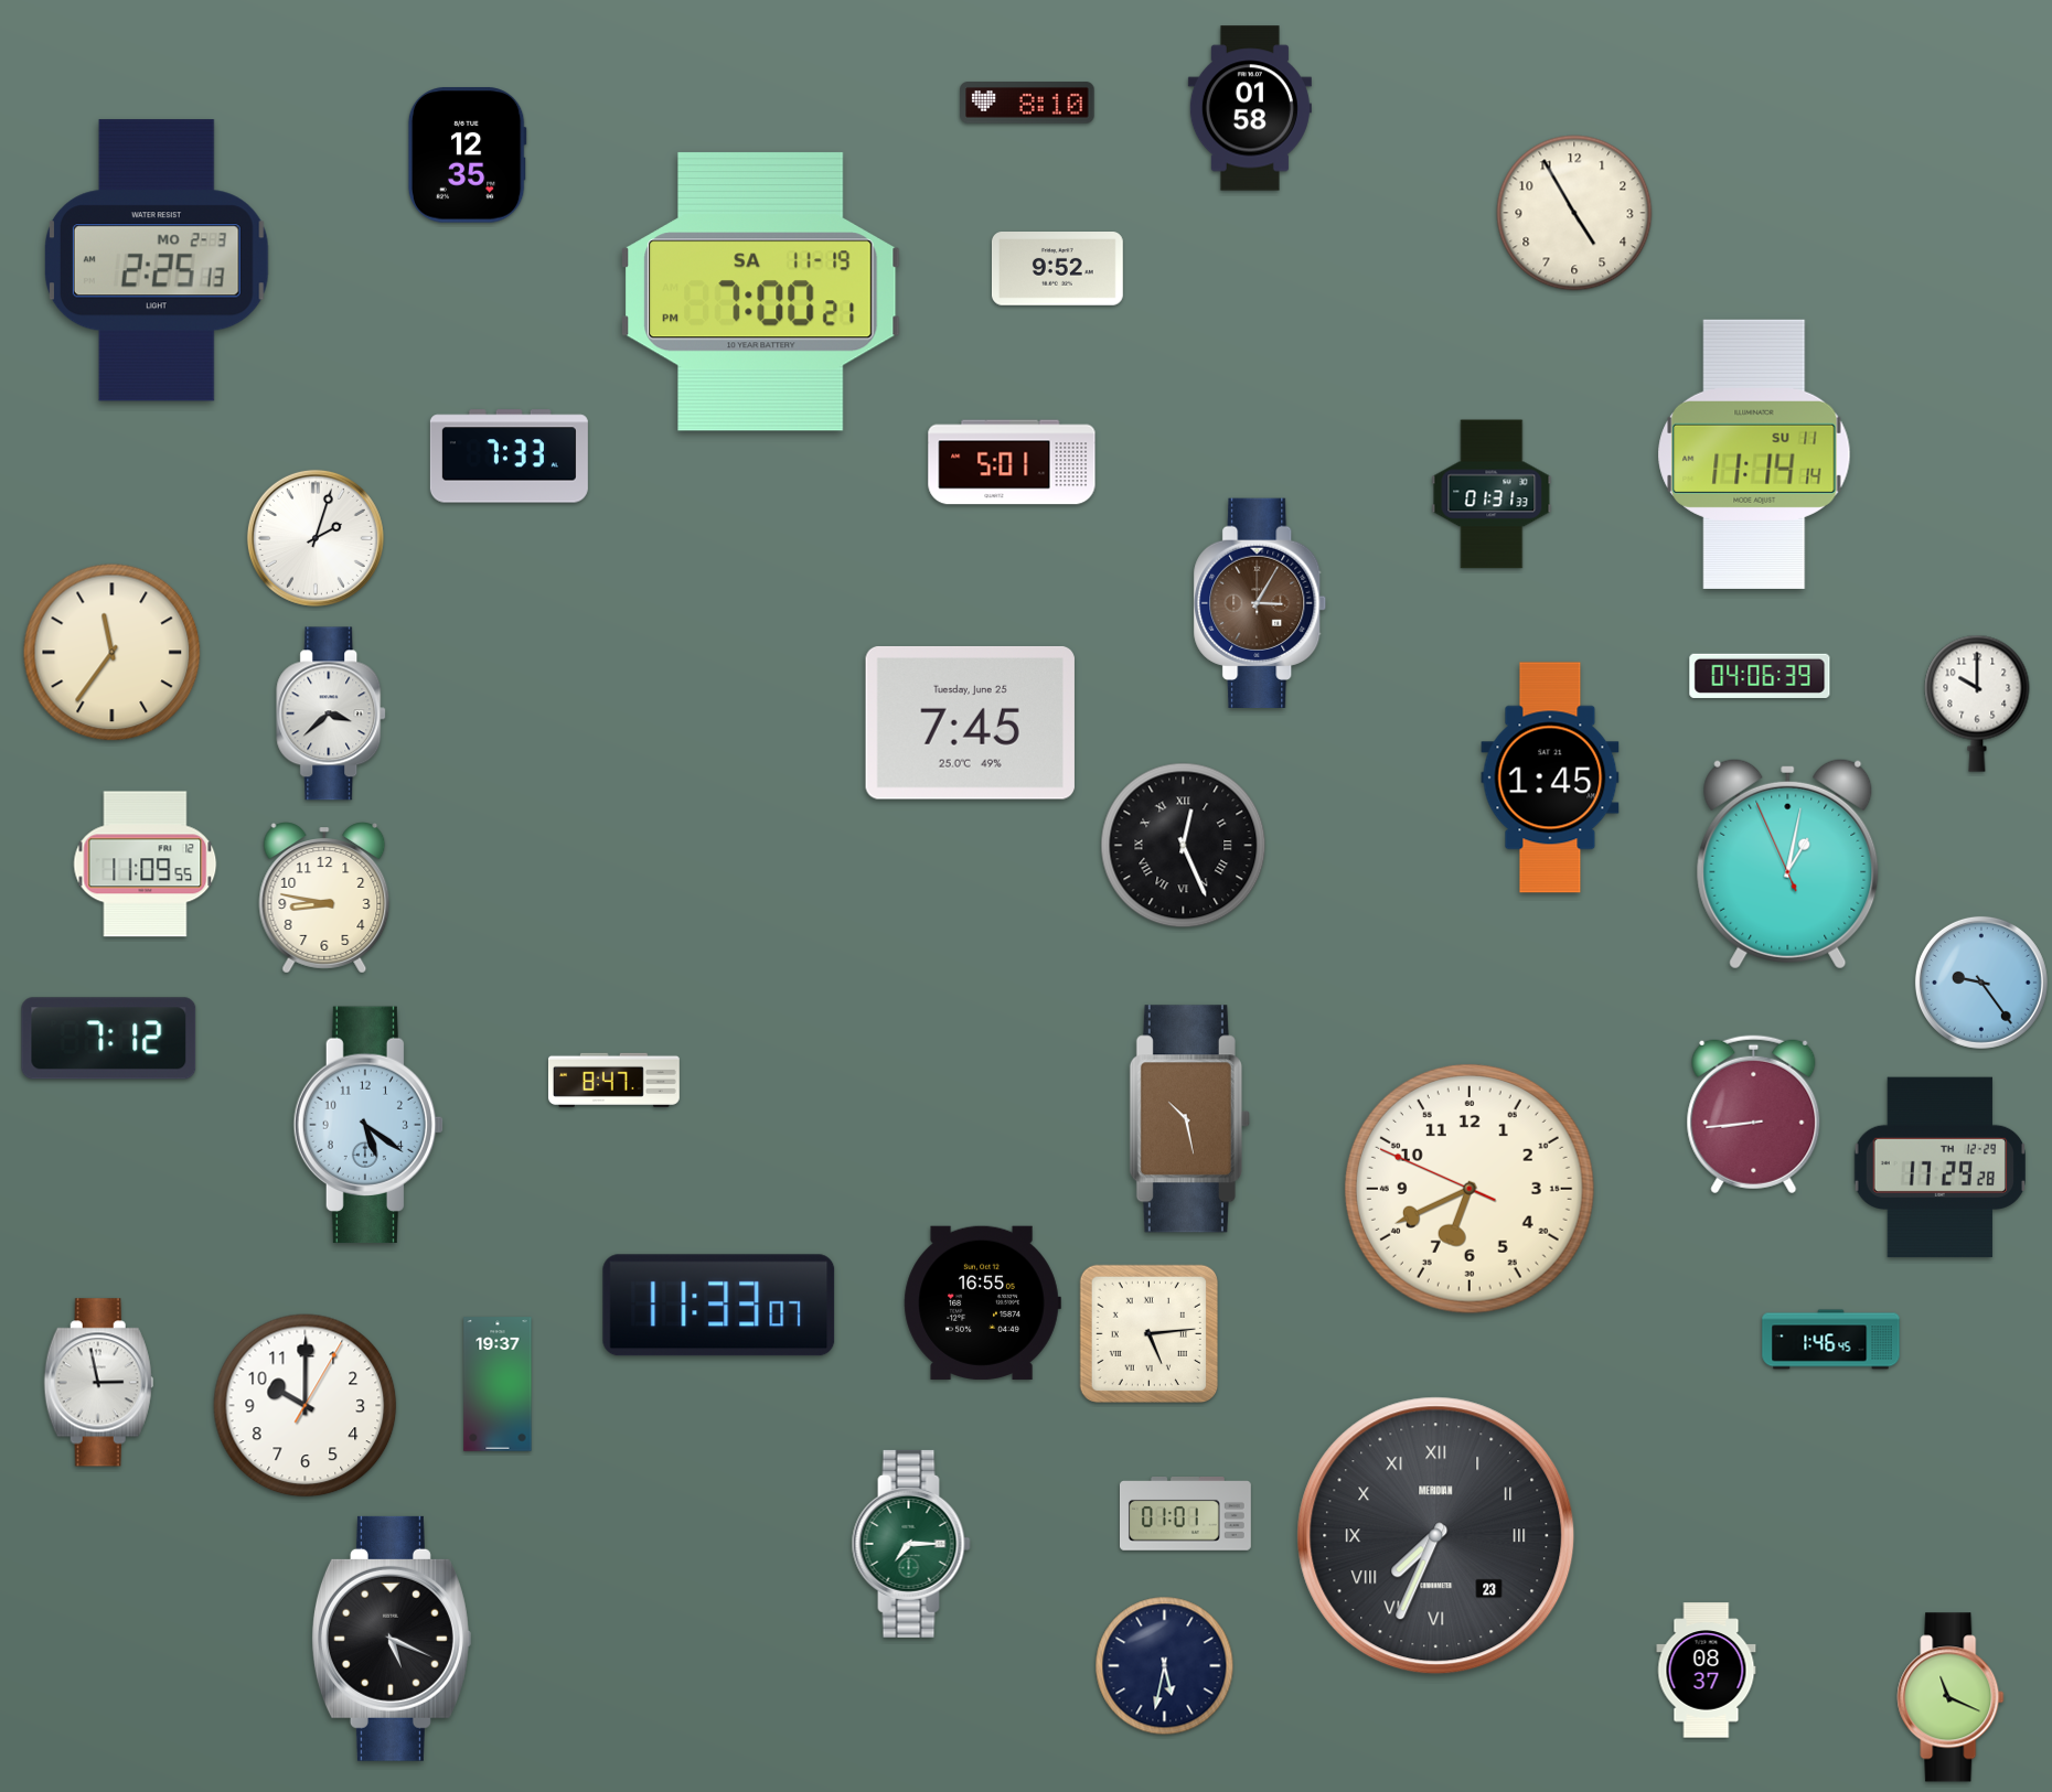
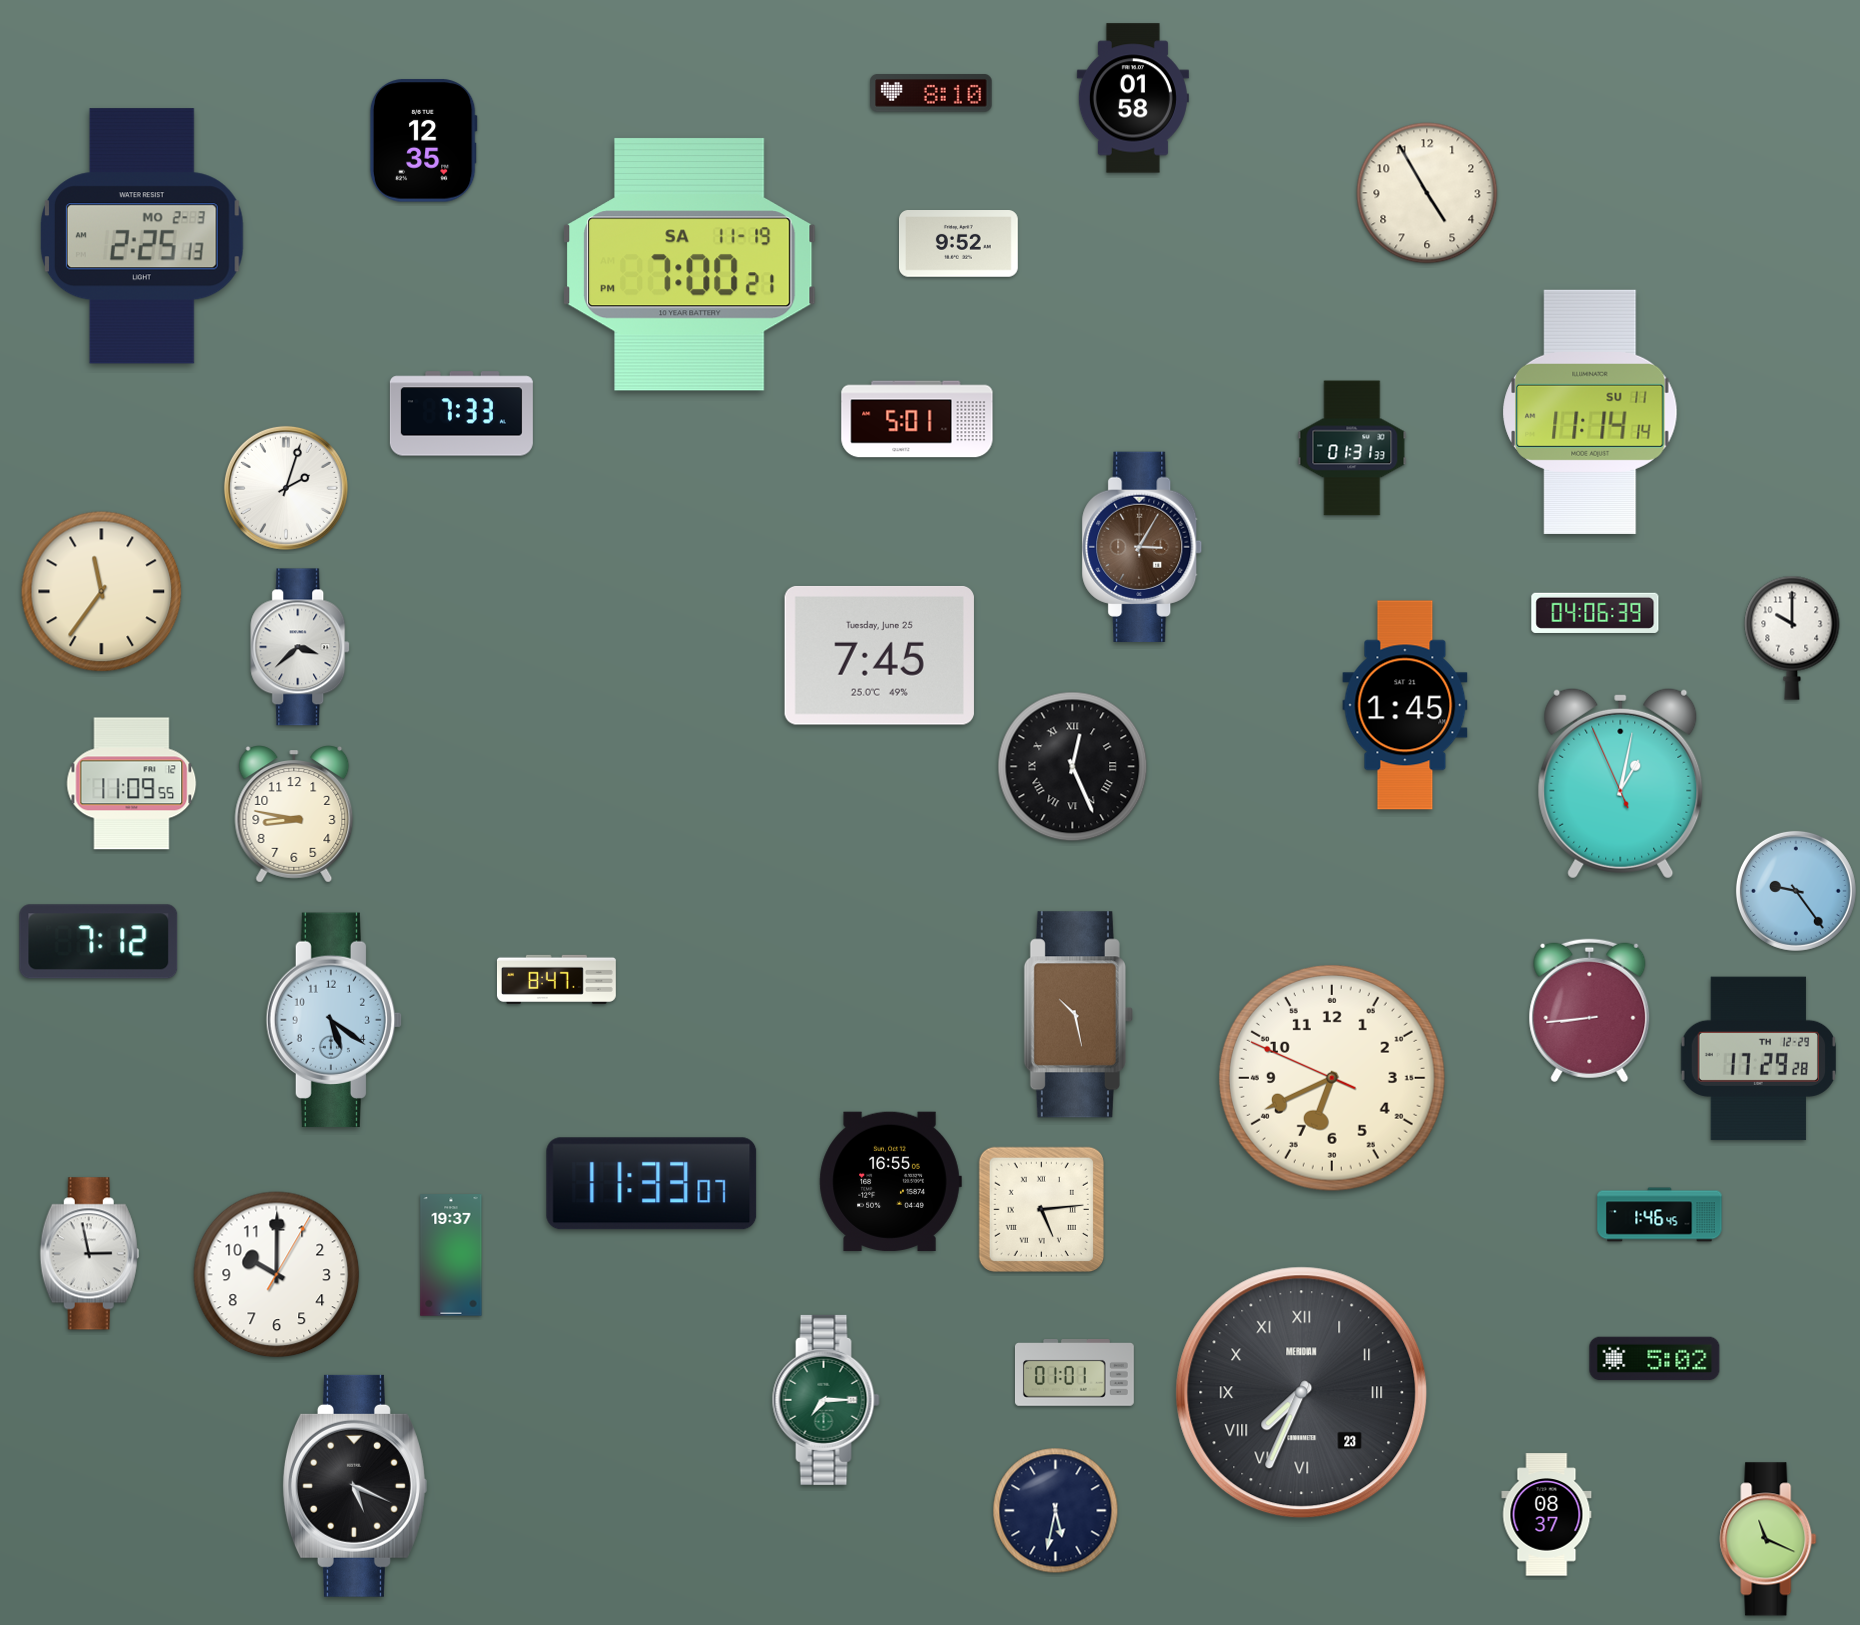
clock at (1655, 1359): none -> 5:02
